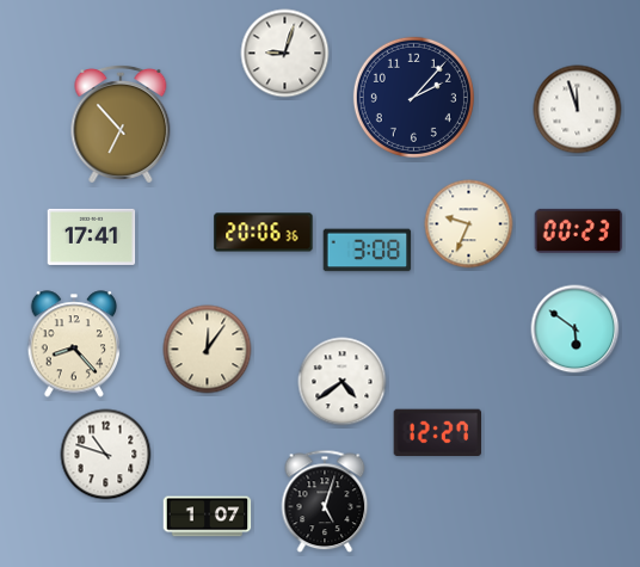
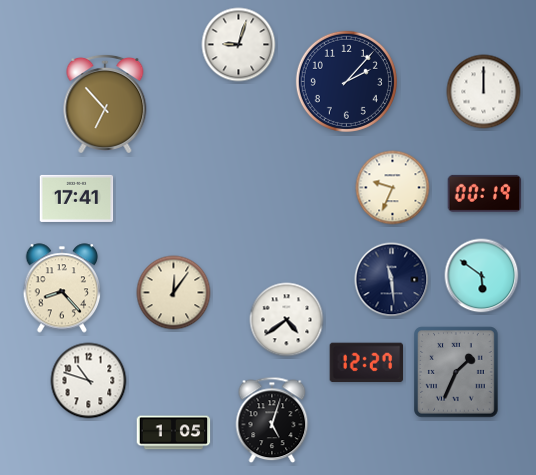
clock at (578, 110): 11:57 -> 12:00
clock at (121, 124) position: (121, 124) -> (105, 104)
clock at (579, 230): 00:23 -> 00:19
clock at (264, 233): 20:06 -> none
clock at (368, 251): 3:08 -> none
clock at (392, 280): none -> 11:29
clock at (456, 372): none -> 1:34
clock at (208, 517): 1:07 -> 1:05
